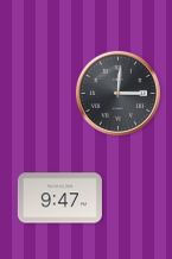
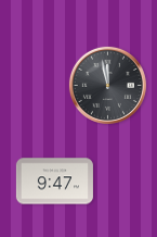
clock at (117, 93): 3:01 -> 11:58
